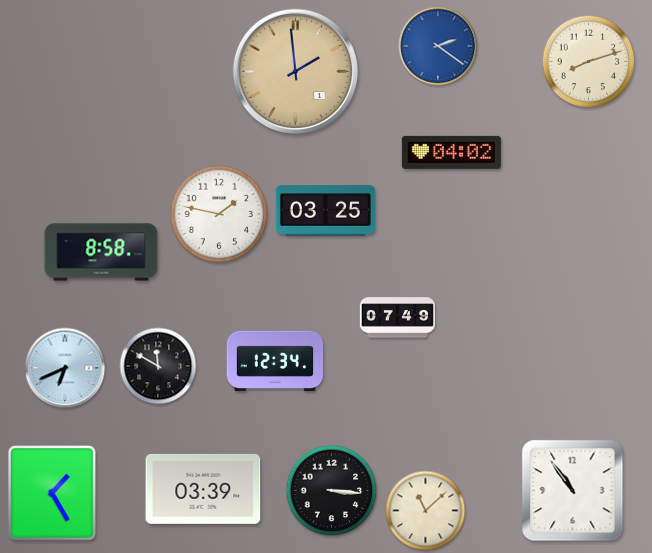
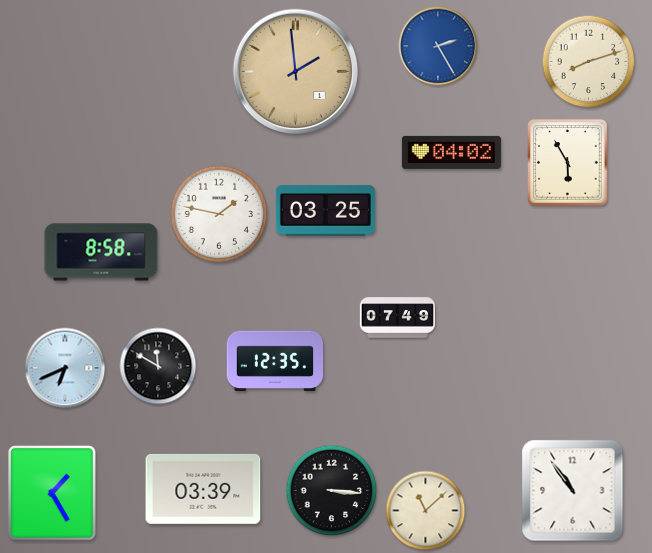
clock at (438, 46): 2:21 -> 2:25
clock at (568, 163): none -> 5:55
clock at (275, 361): 12:34 -> 12:35
